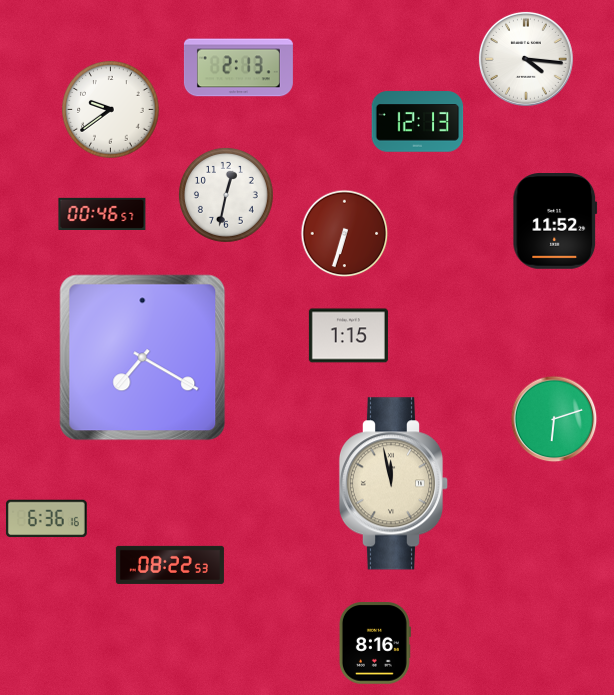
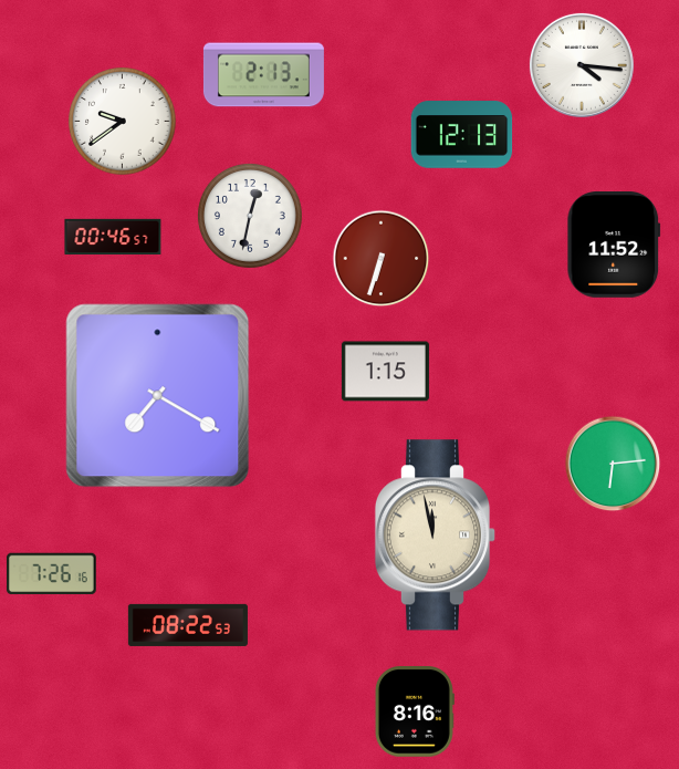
clock at (554, 419): 6:12 -> 6:14
clock at (46, 519): 6:36 -> 7:26
